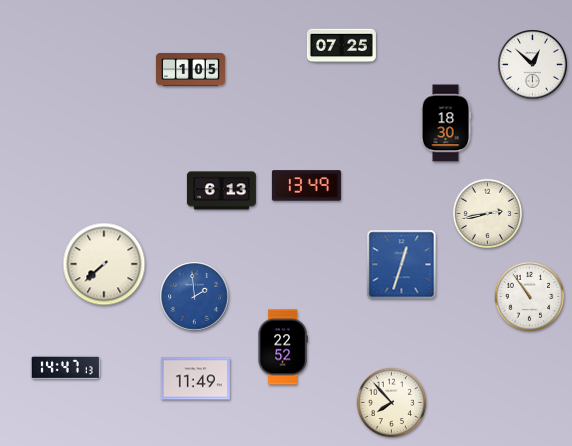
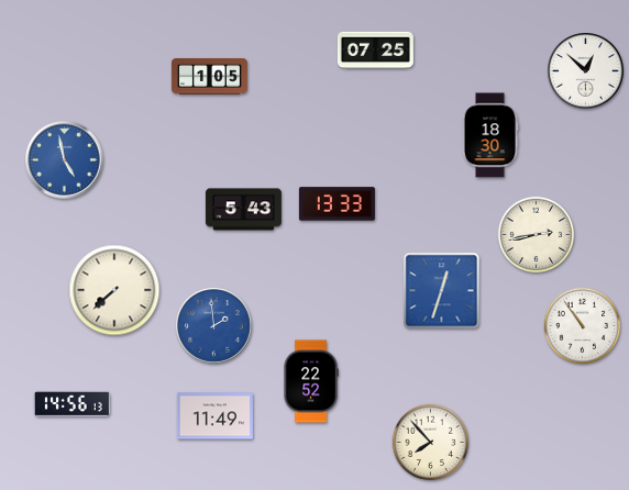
clock at (65, 160): none -> 4:58
clock at (306, 186): 13:49 -> 13:33
clock at (221, 191): 6:13 -> 5:43
clock at (65, 367): 14:47 -> 14:56
